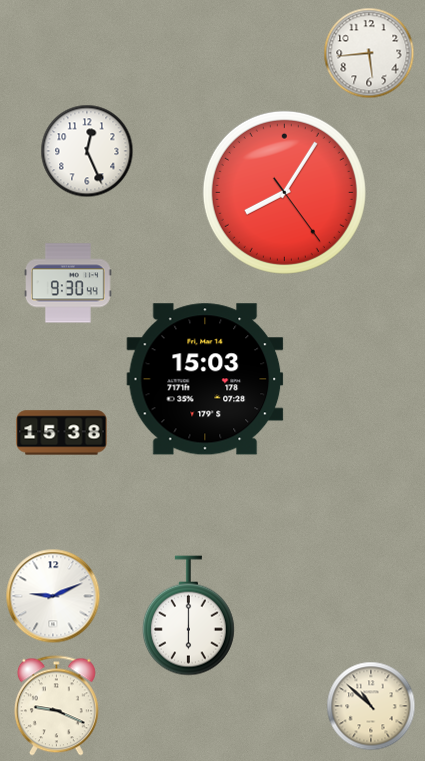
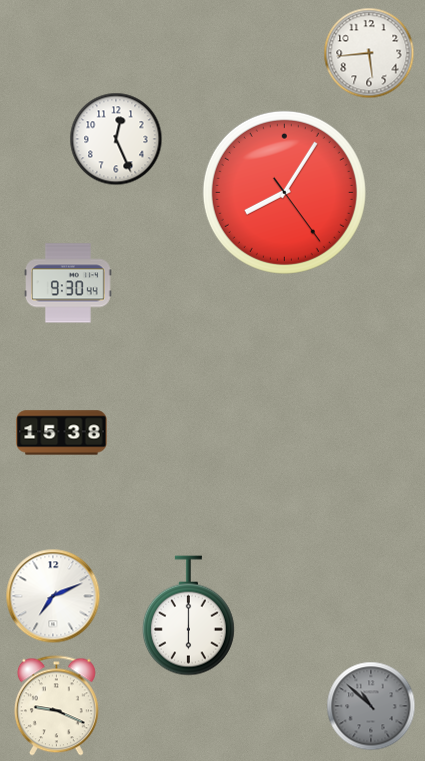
clock at (87, 151) position: (87, 151) -> (116, 139)
clock at (205, 379): 15:03 -> none
clock at (53, 596): 9:11 -> 7:11
clock at (371, 706) dial: cream -> grey
